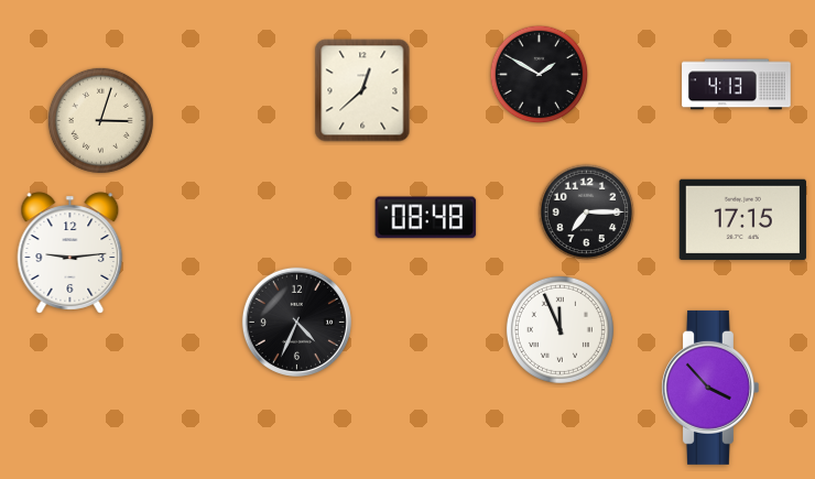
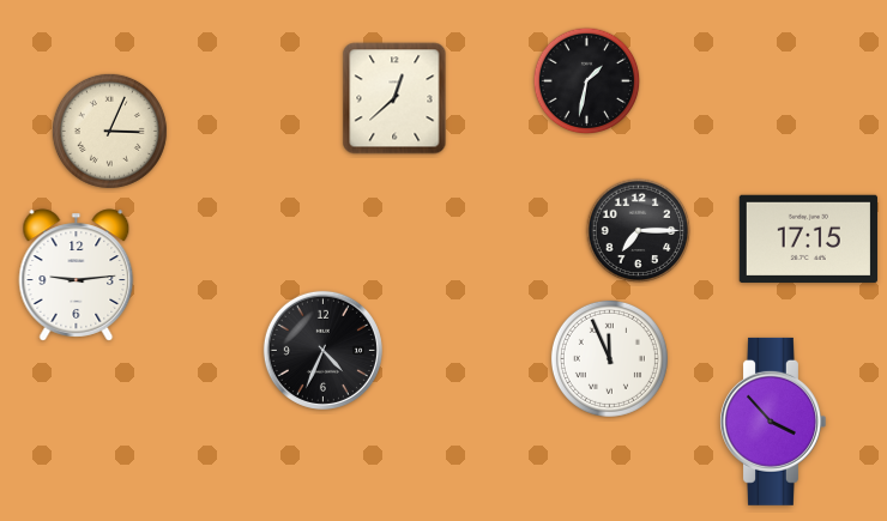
clock at (540, 75): 1:50 -> 1:32
clock at (737, 85): 4:13 -> none
clock at (100, 120): 3:03 -> 3:04
clock at (426, 218): 08:48 -> none
